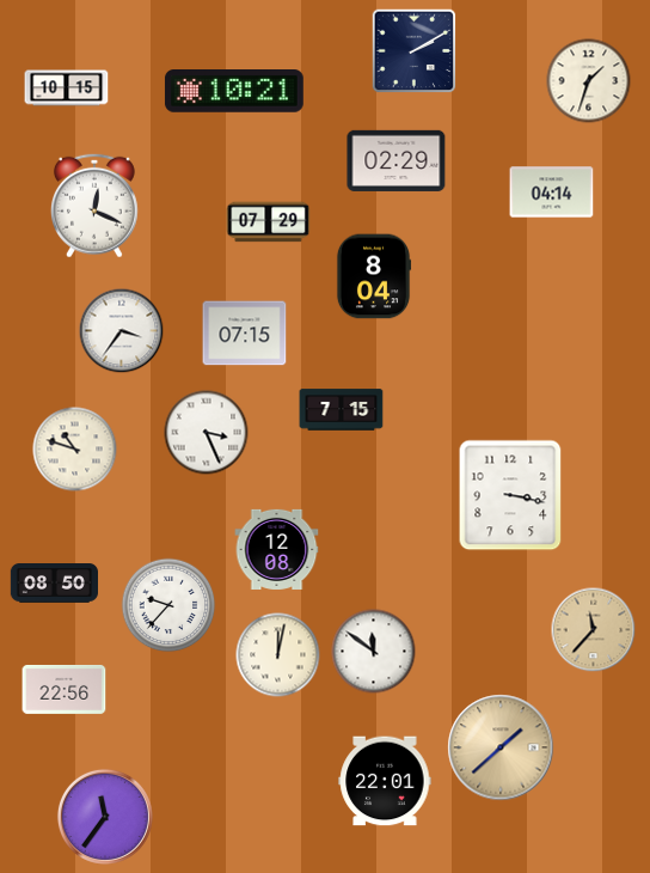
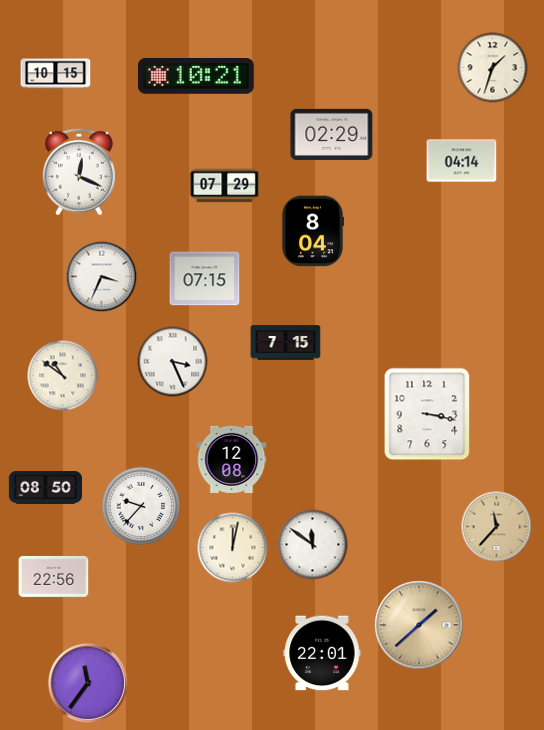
clock at (415, 51): 2:10 -> none
clock at (122, 331): 3:36 -> 3:34
clock at (75, 450): 10:48 -> 10:51
